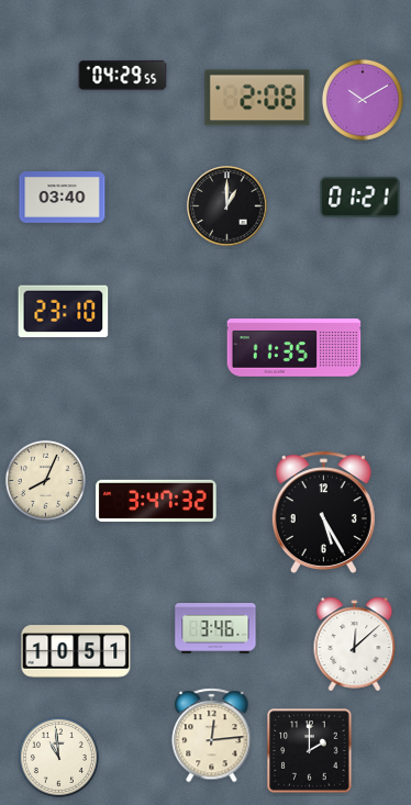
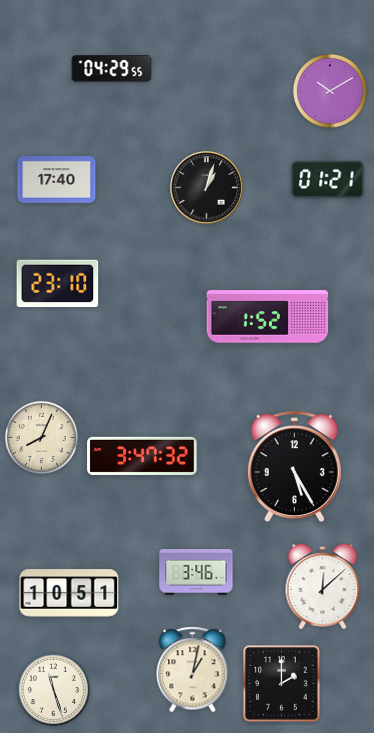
clock at (257, 98): 2:08 -> none
clock at (63, 198): 03:40 -> 17:40
clock at (227, 206): 1:00 -> 1:03
clock at (295, 348): 11:35 -> 1:52
clock at (212, 736): 12:14 -> 1:02
clock at (58, 757): 10:59 -> 11:27
